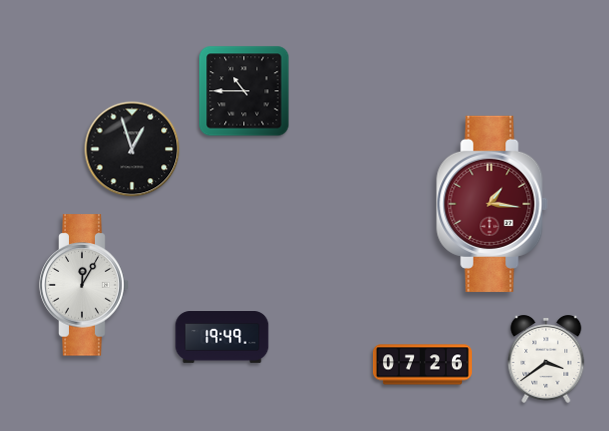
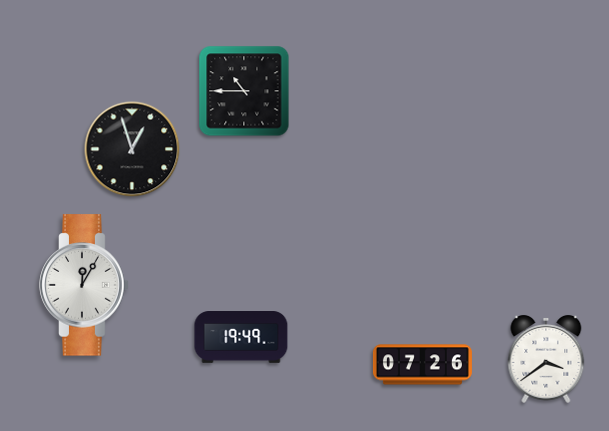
clock at (492, 204): 1:16 -> none
clock at (222, 338) position: (222, 338) -> (241, 338)
